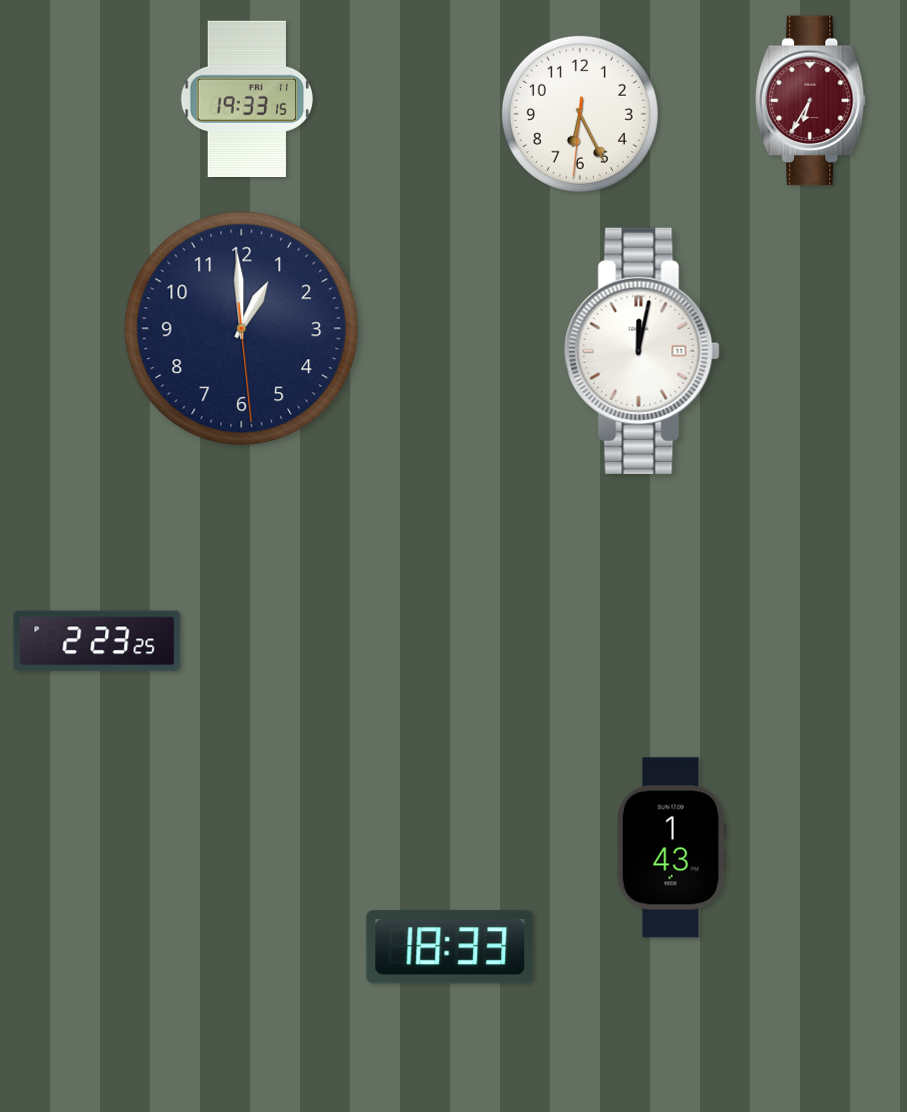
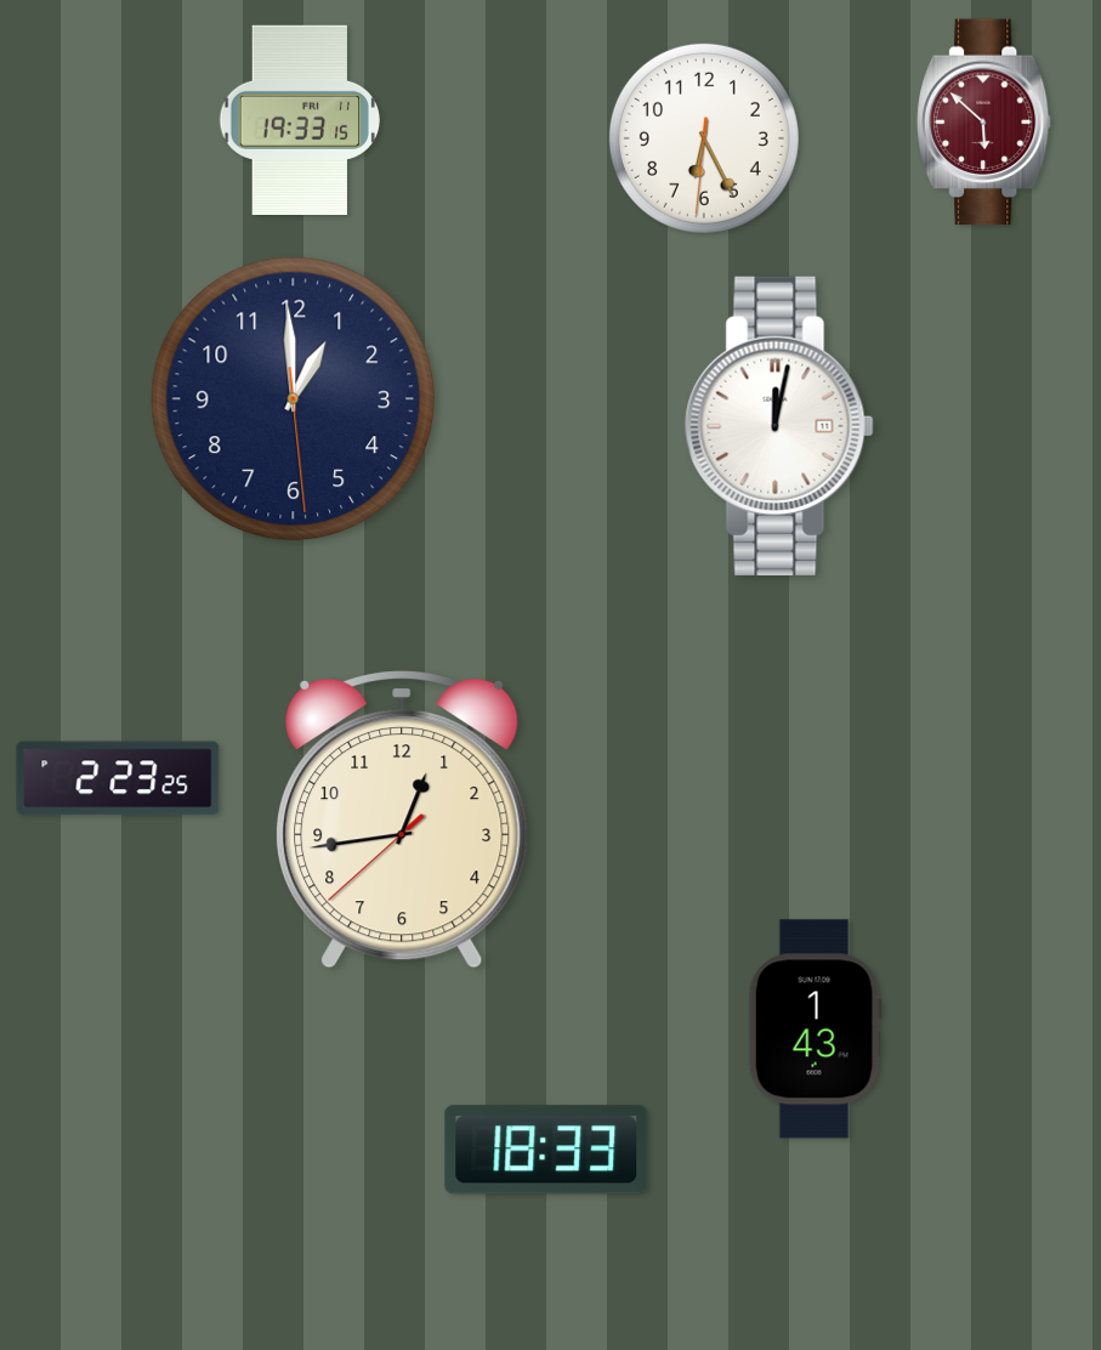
clock at (811, 101): 6:35 -> 5:52
clock at (402, 819): none -> 12:43
